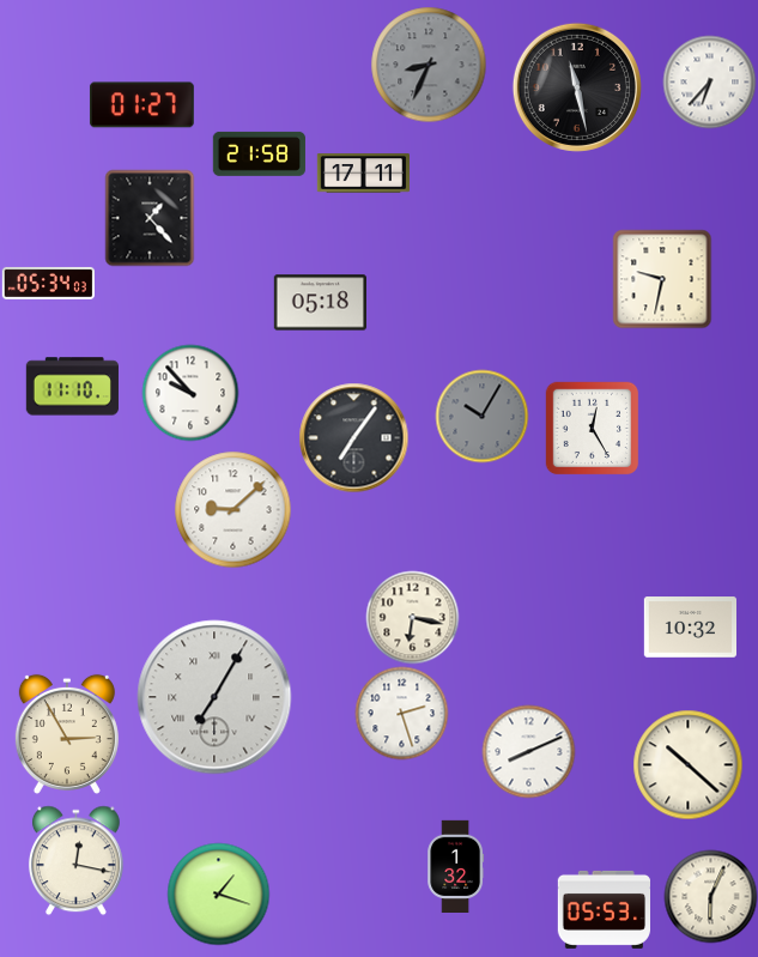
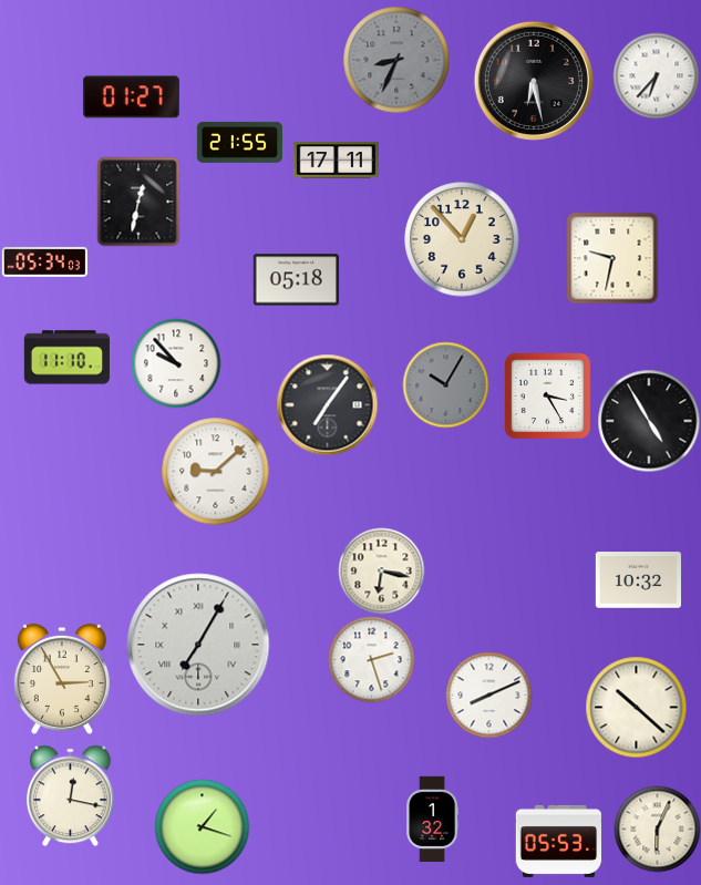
clock at (577, 87): 11:28 -> 6:28
clock at (259, 153): 21:58 -> 21:55
clock at (150, 218): 1:23 -> 12:32
clock at (462, 239): none -> 12:53
clock at (592, 428): 12:25 -> 3:25
clock at (649, 421): none -> 4:55
clock at (456, 866) position: (456, 866) -> (433, 819)
